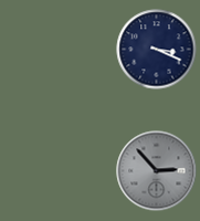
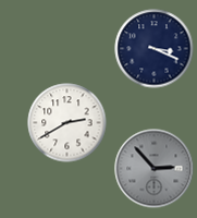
clock at (67, 123): none -> 2:40
